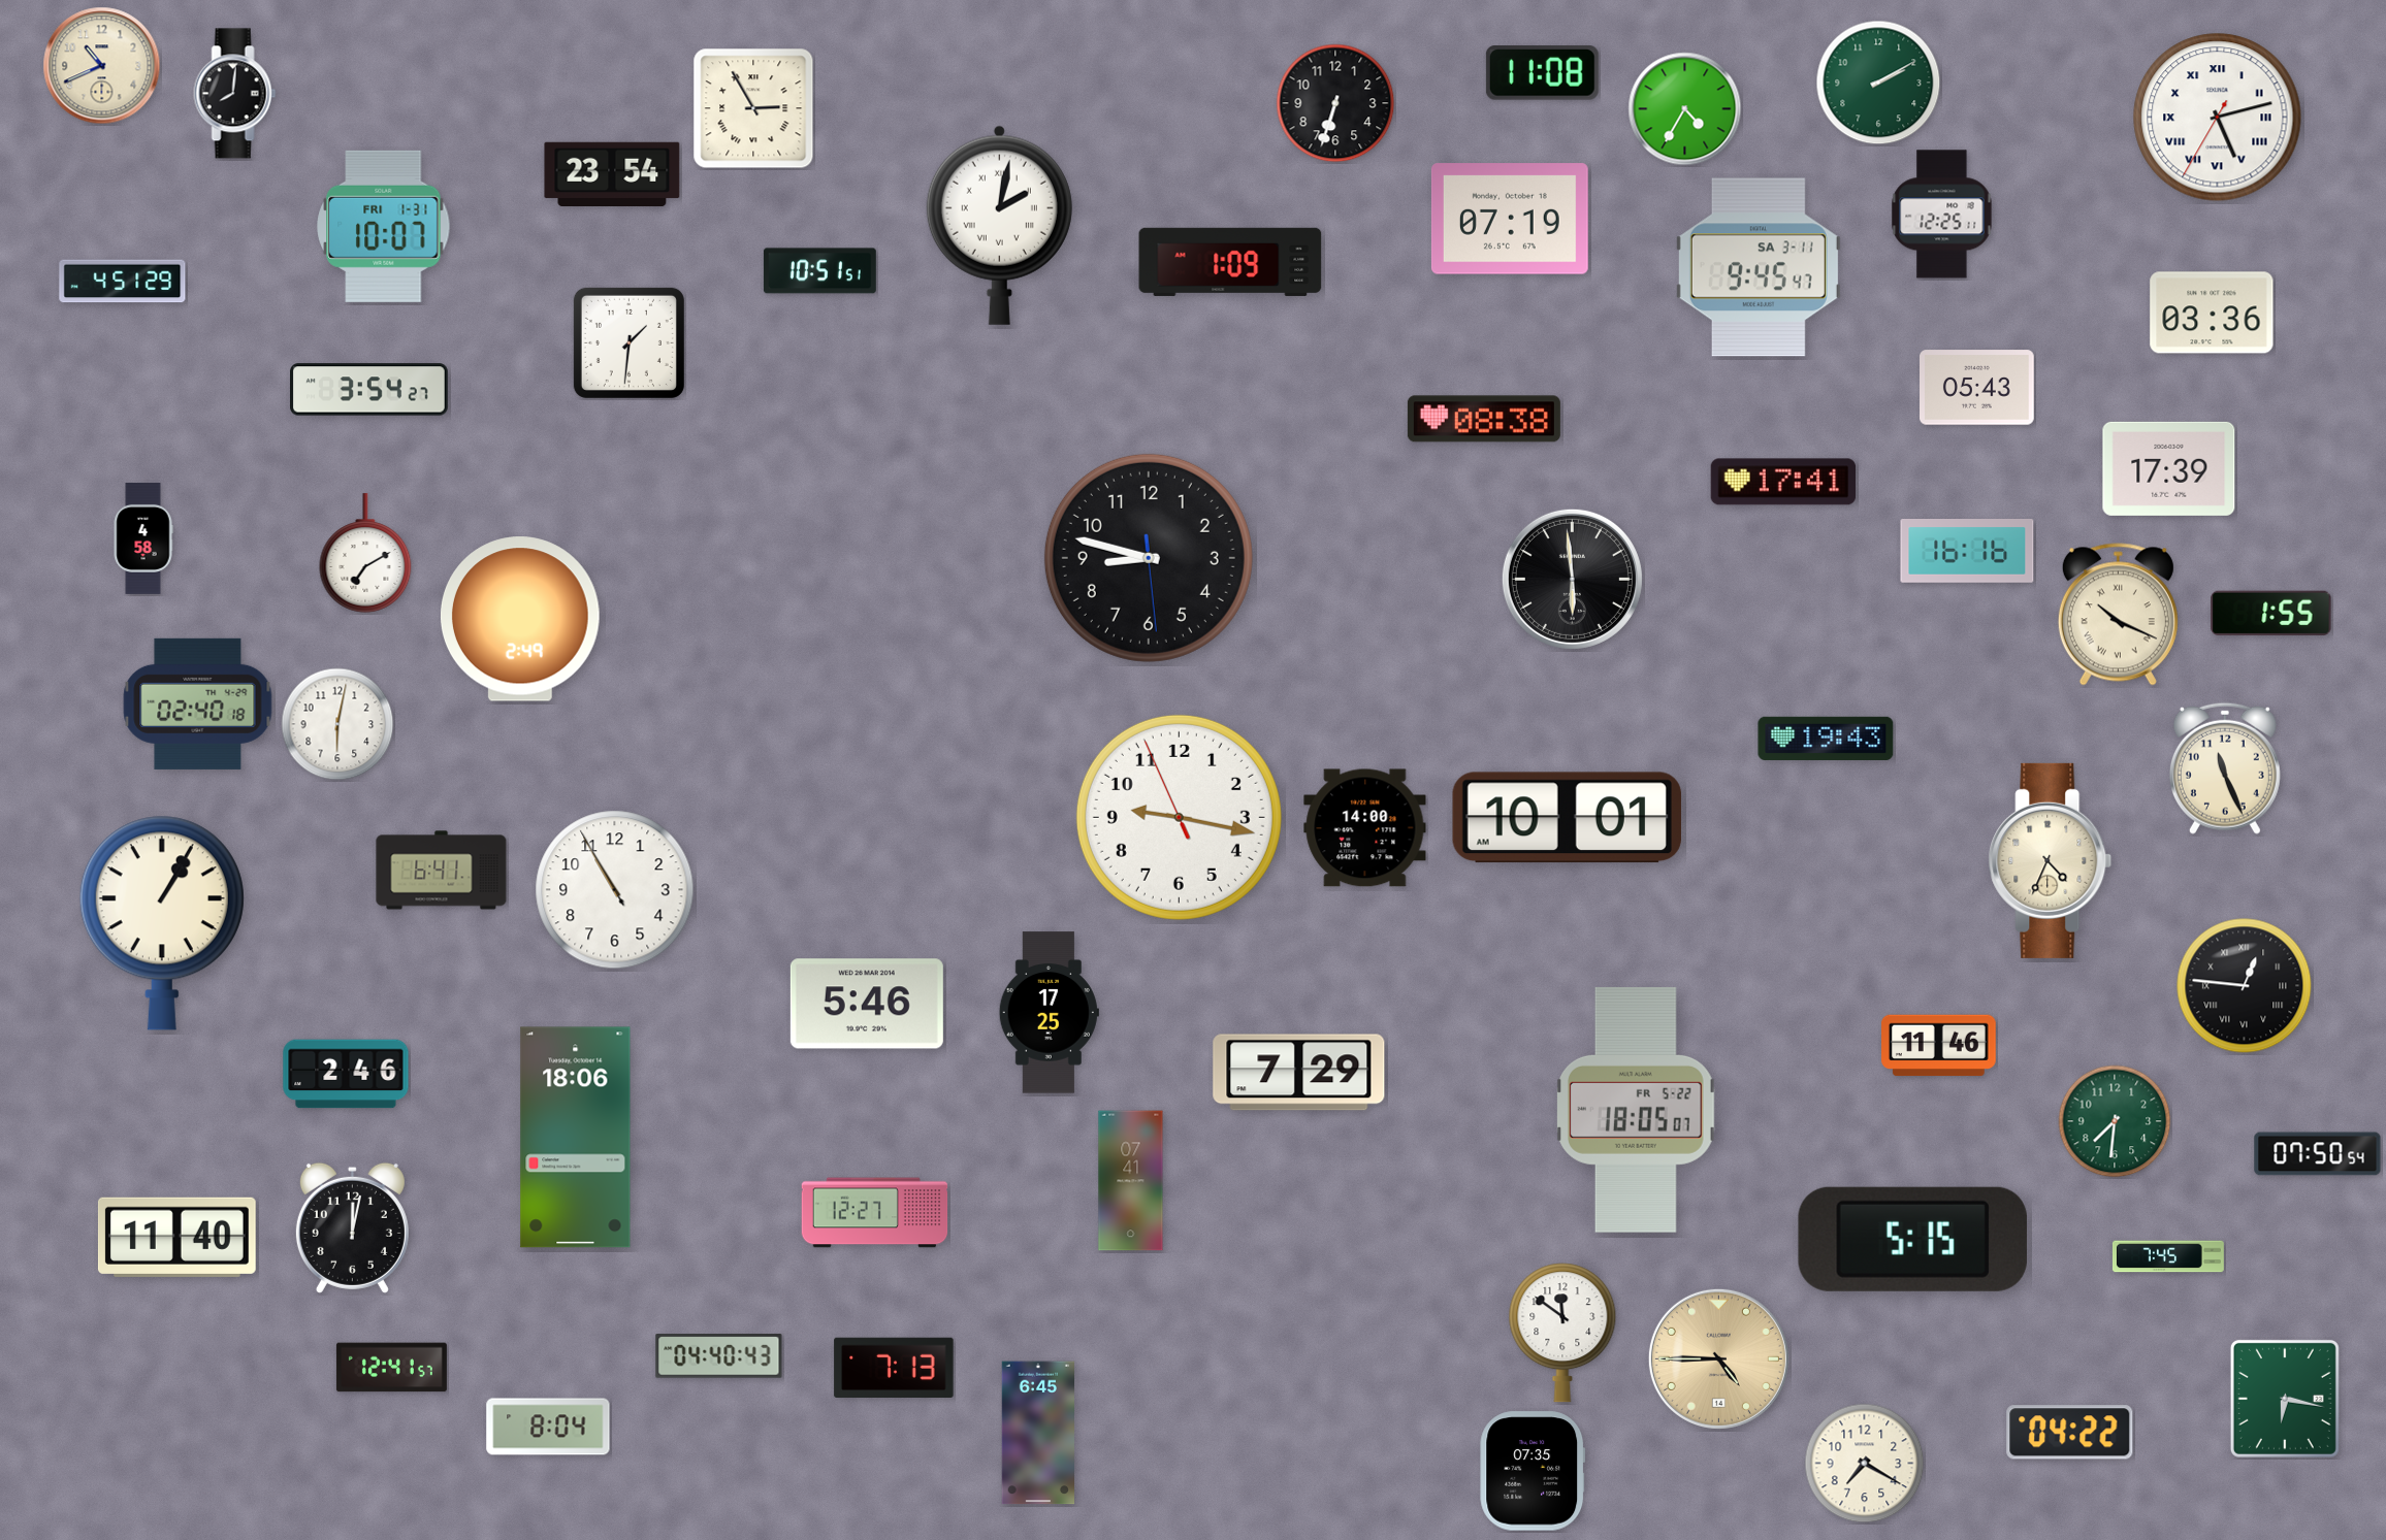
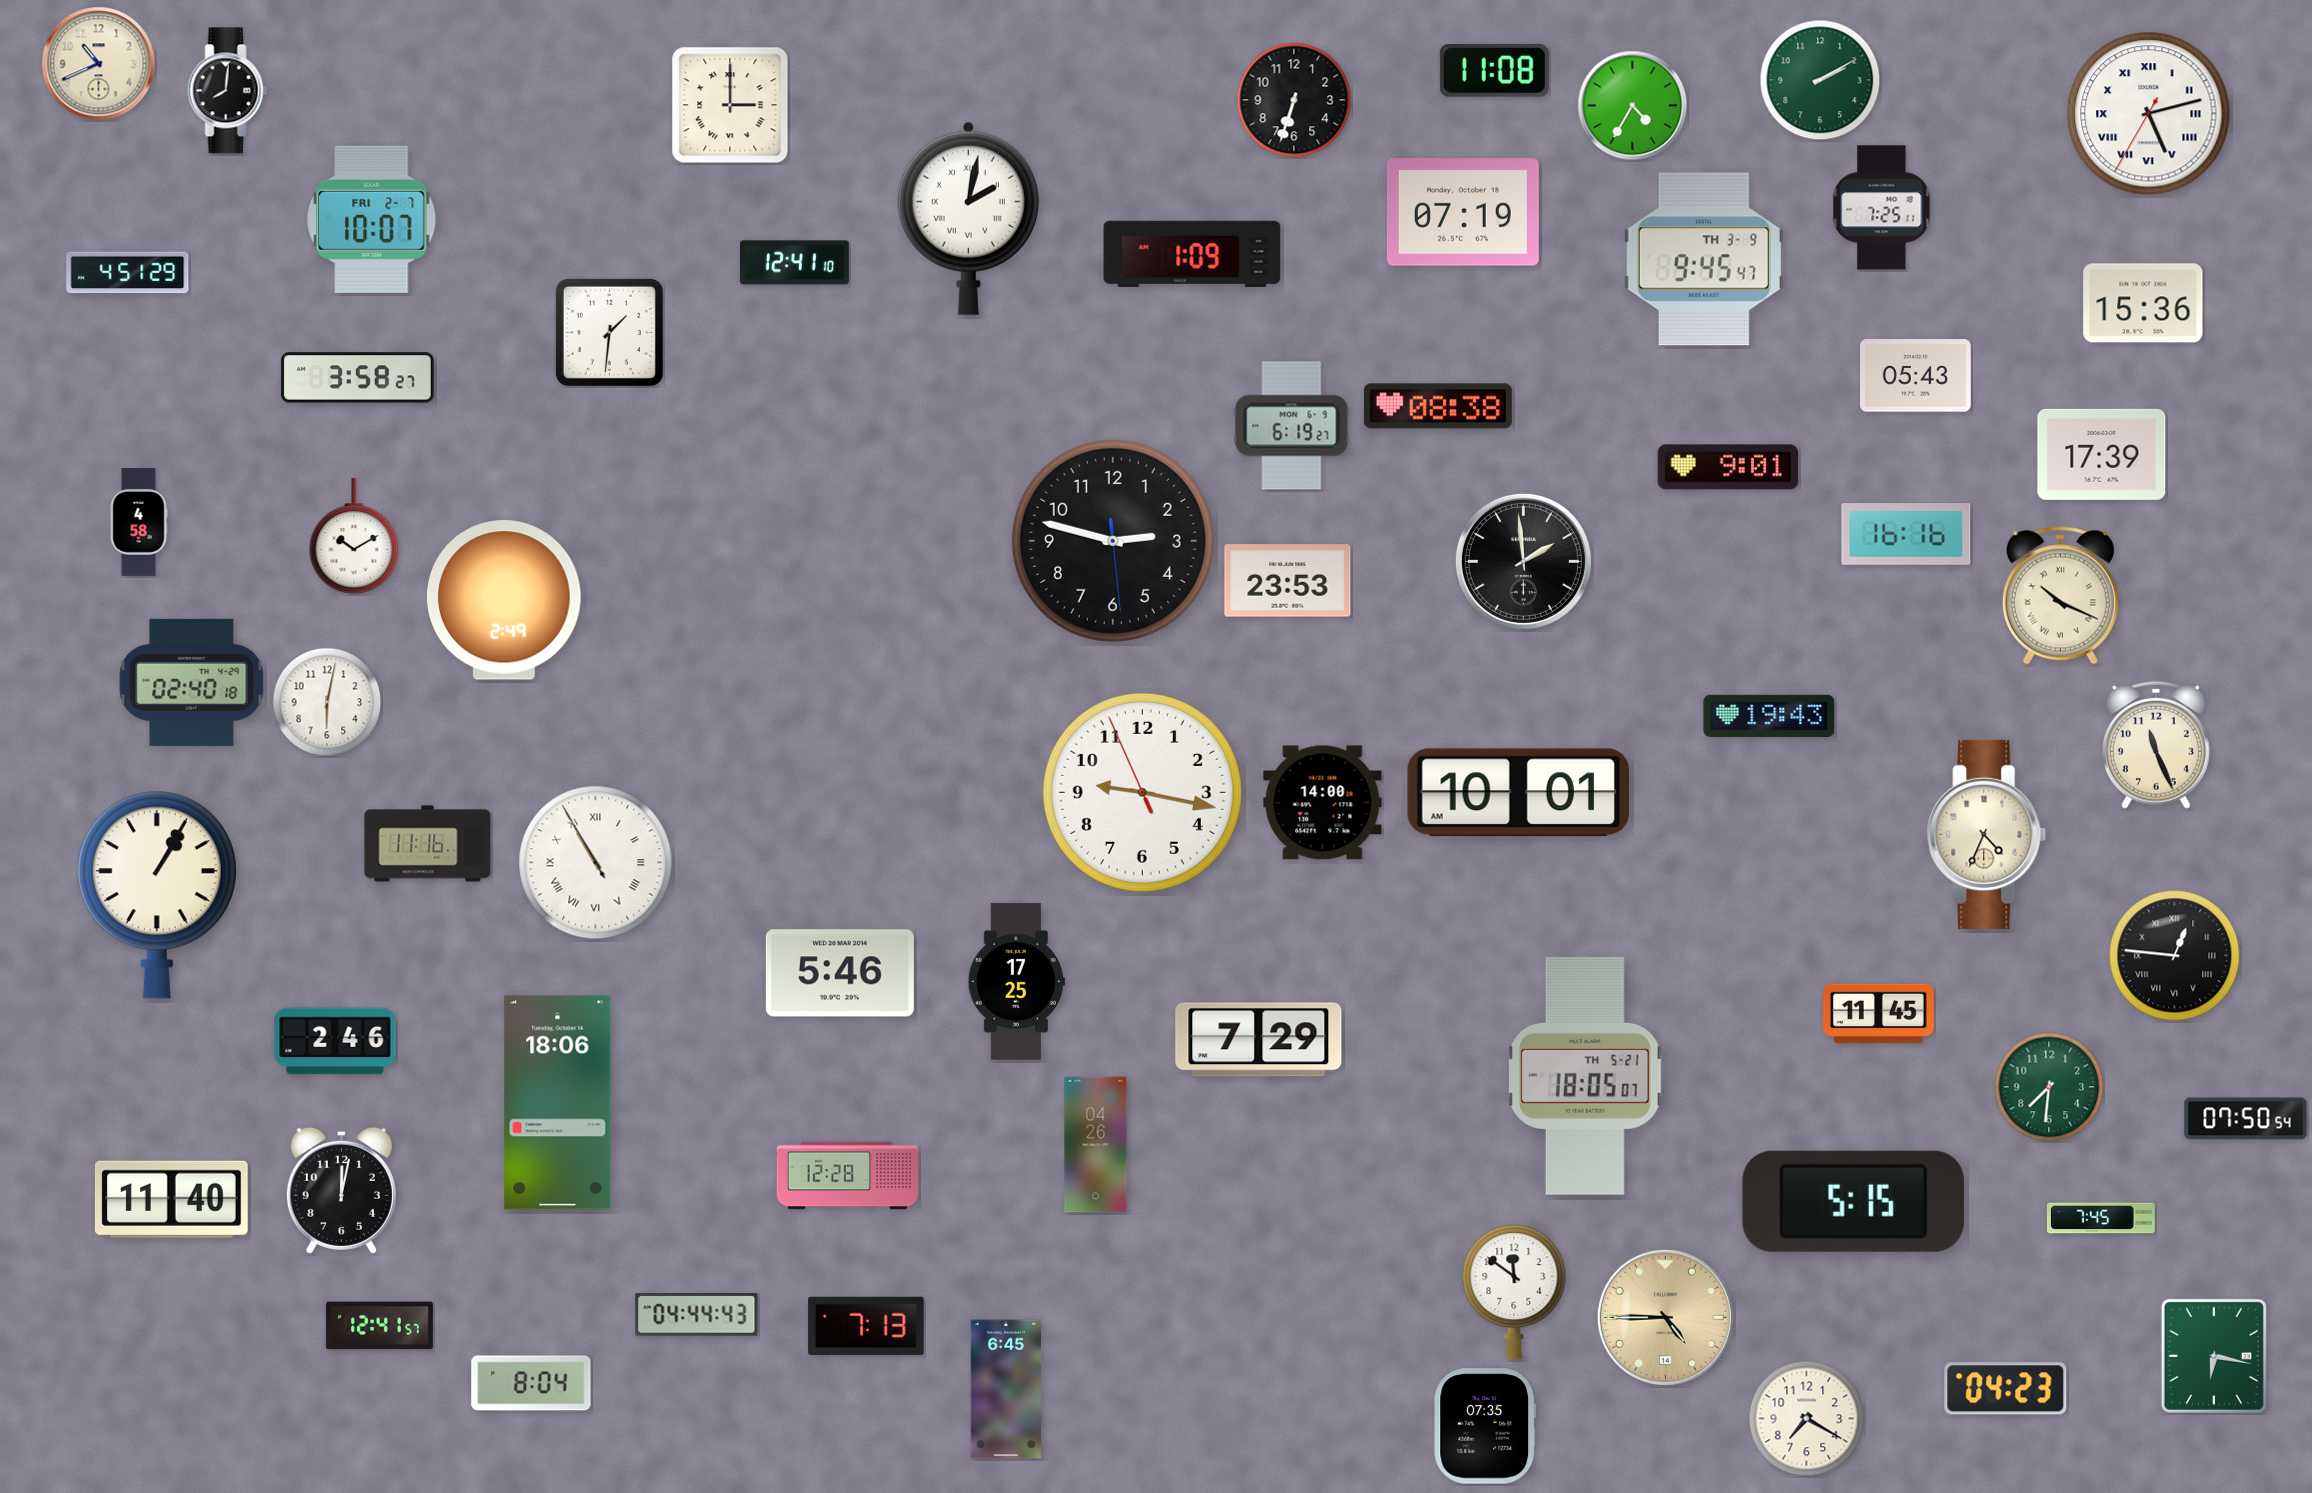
clock at (753, 108): 2:55 -> 3:00
clock at (612, 173): 23:54 -> none
clock at (1942, 215): 12:25 -> 7:25
clock at (384, 226) date: FRI 1-31 -> FRI 2-7
clock at (1759, 267) date: SA 3-11 -> TH 3-9
clock at (819, 271): 10:51 -> 12:41
clock at (123, 282) position: (123, 282) -> (128, 273)
clock at (2212, 313): 03:36 -> 15:36
clock at (369, 390): 3:54 -> 3:58
clock at (1292, 426): none -> 6:19
clock at (1783, 482): 17:41 -> 9:01
clock at (365, 553): 7:10 -> 10:10
clock at (1149, 558): 8:47 -> 2:47
clock at (1572, 579): 5:59 -> 1:59
clock at (1288, 581): none -> 23:53
clock at (2271, 613): 1:55 -> none
clock at (2118, 615) position: (2118, 615) -> (2060, 596)
clock at (442, 871): 6:41 -> 11:16
clock at (615, 890) numerals: Arabic -> Roman
clock at (1939, 1046): 11:46 -> 11:45
clock at (1637, 1110) date: FR 5-22 -> TH 5-21
clock at (1131, 1181): 07:41 -> 04:26
clock at (875, 1213): 12:27 -> 12:28
clock at (719, 1356): 04:40 -> 04:44
clock at (2070, 1433): 04:22 -> 04:23
